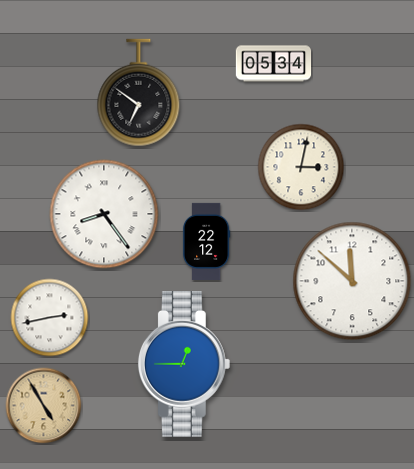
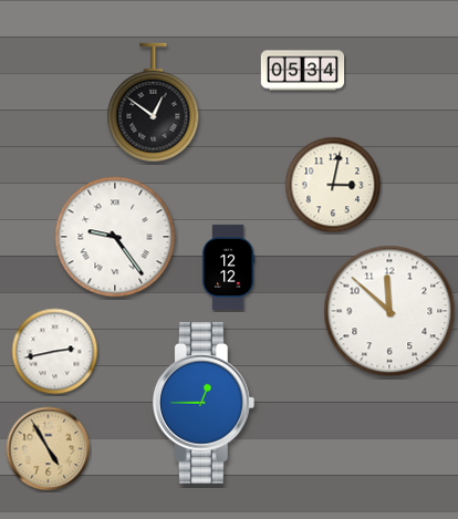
clock at (139, 93): 6:51 -> 12:51
clock at (104, 214): 8:24 -> 9:24
clock at (206, 241): 22:12 -> 12:12
